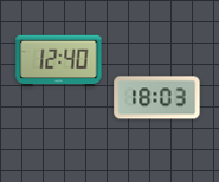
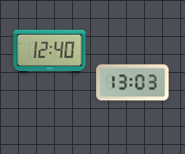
clock at (157, 98): 18:03 -> 13:03
